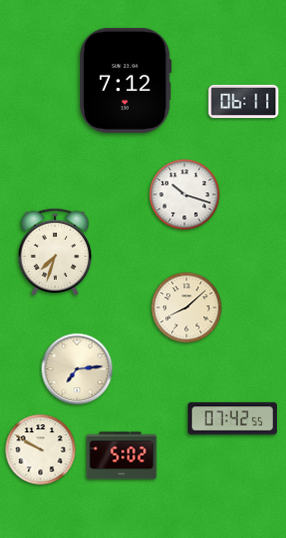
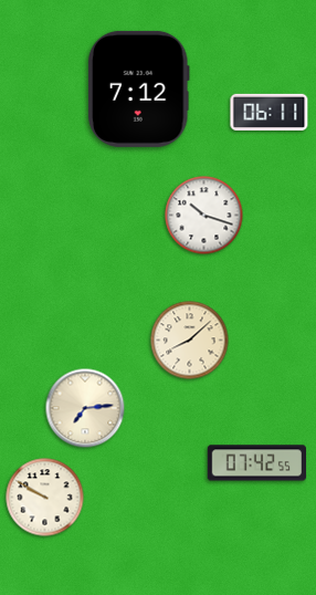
clock at (54, 252): 7:33 -> none
clock at (187, 308) position: (187, 308) -> (190, 341)
clock at (122, 456): 5:02 -> none
